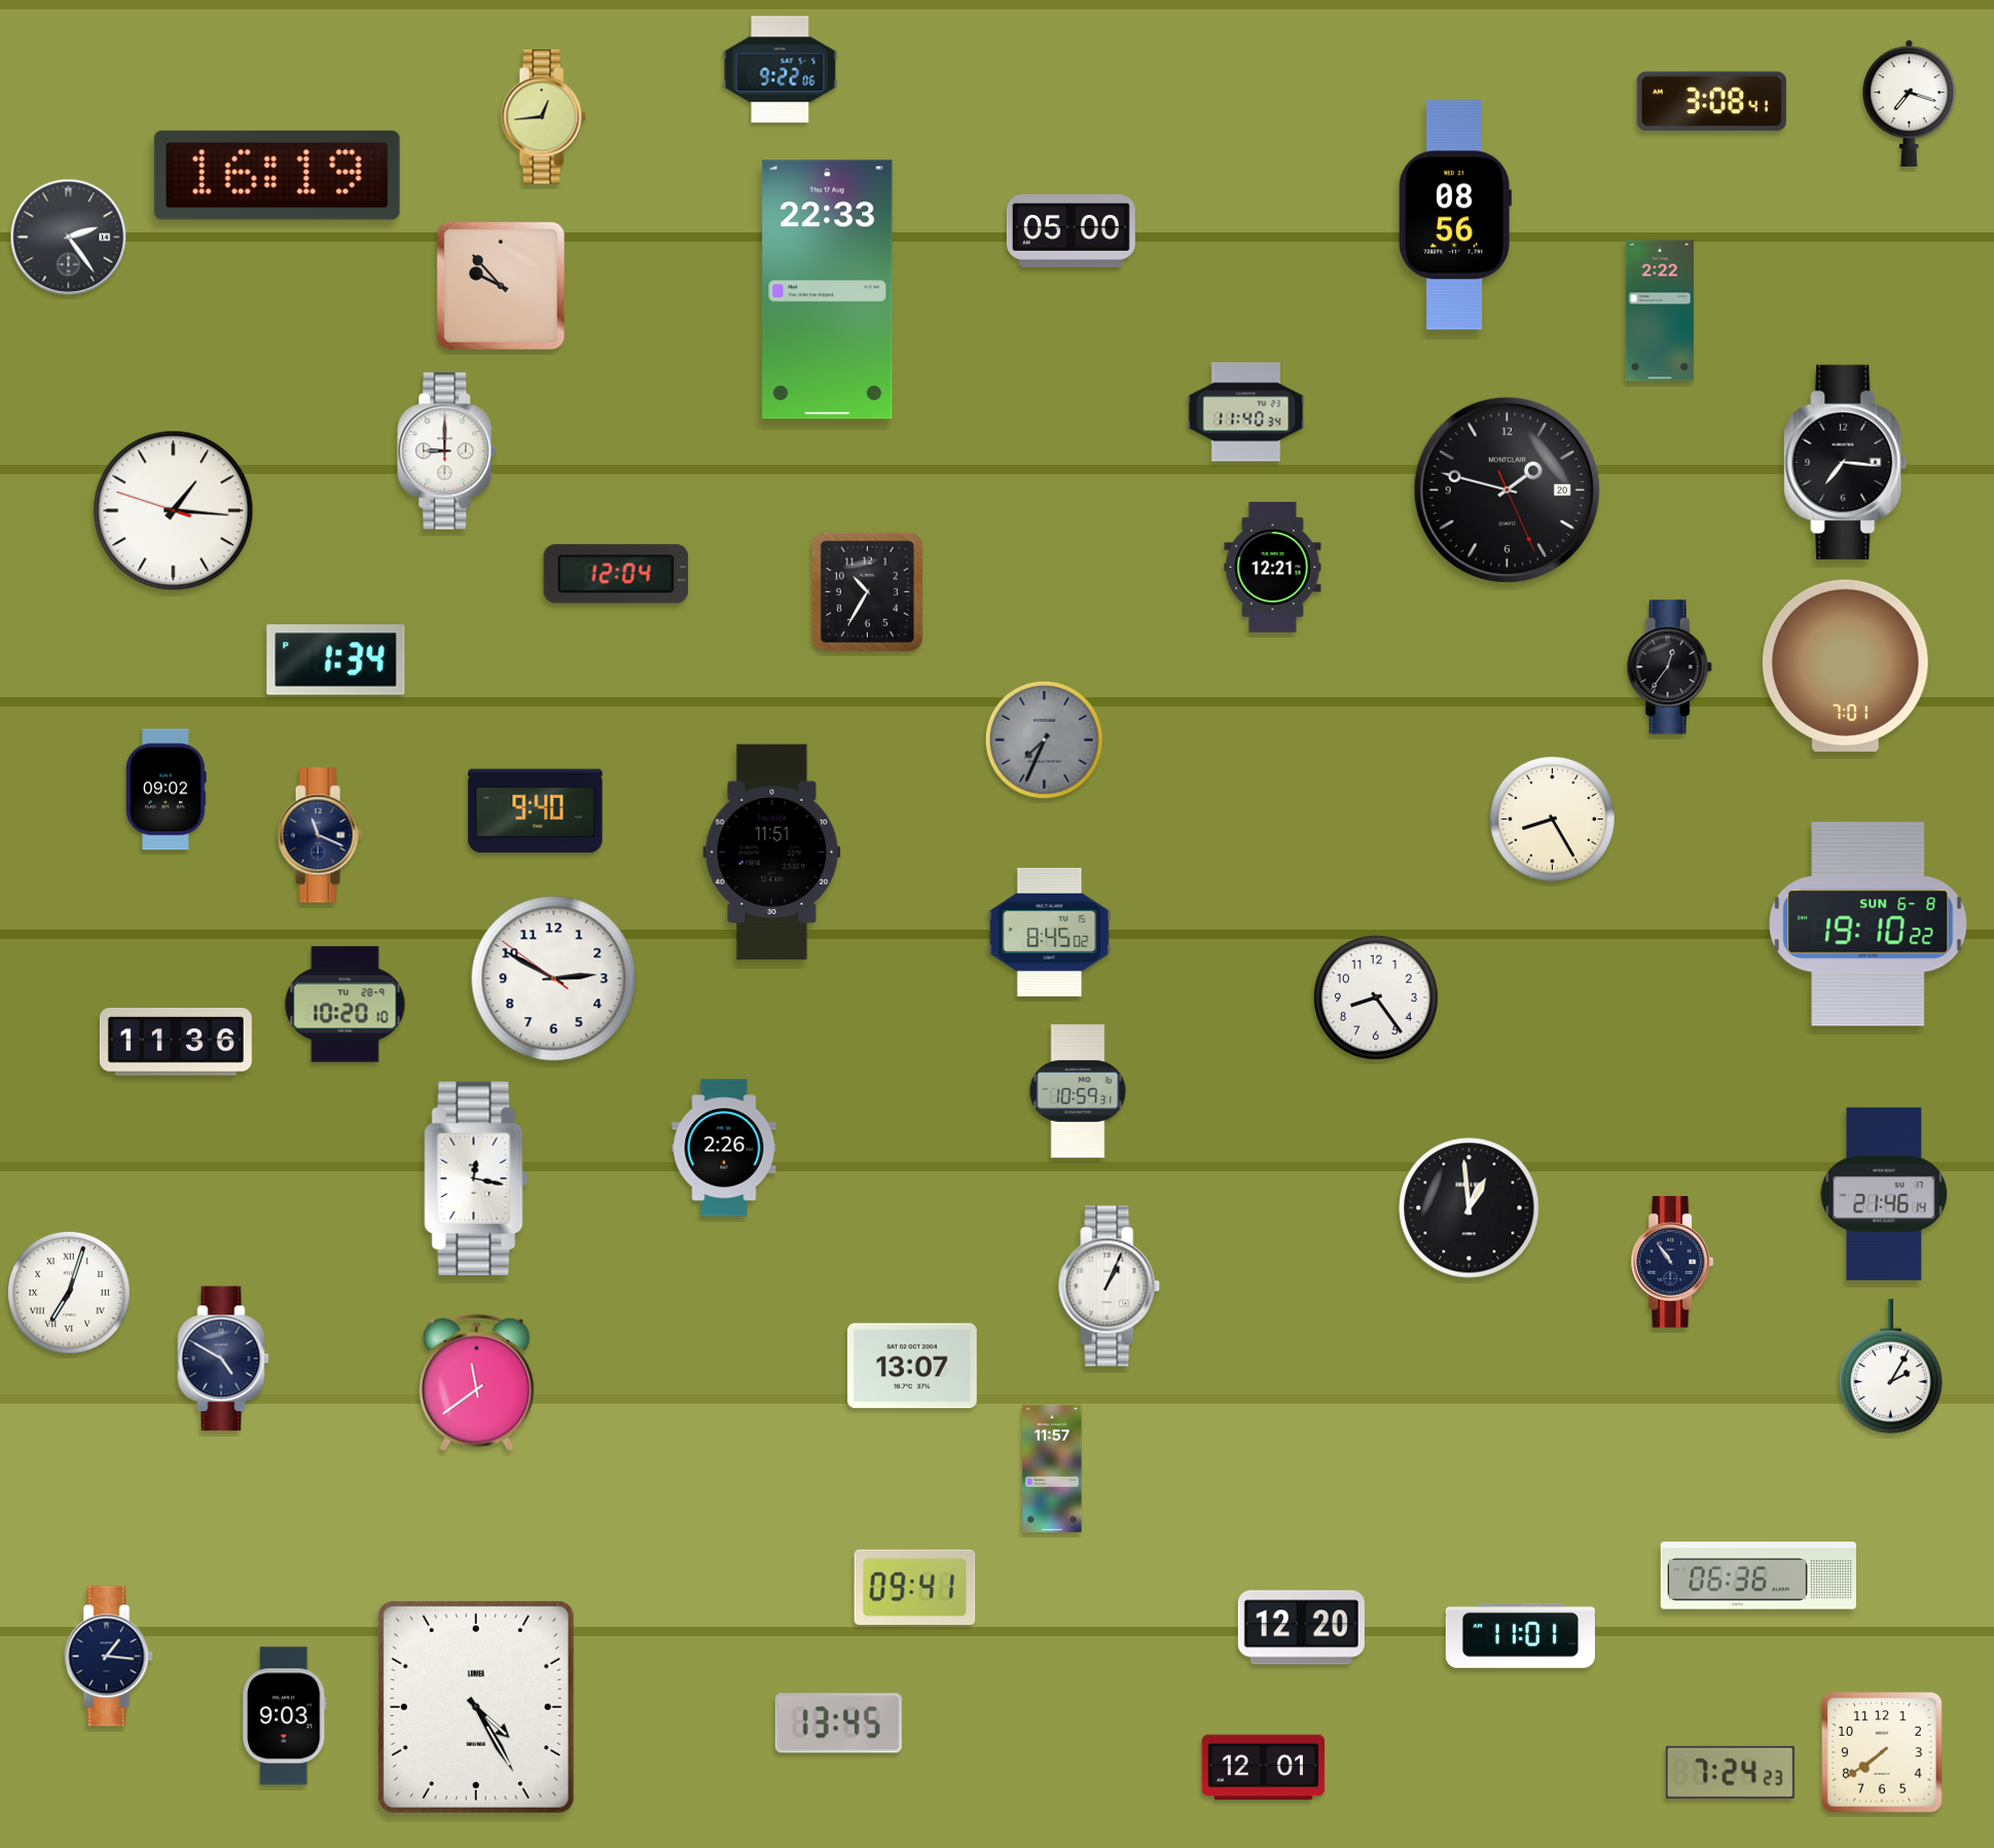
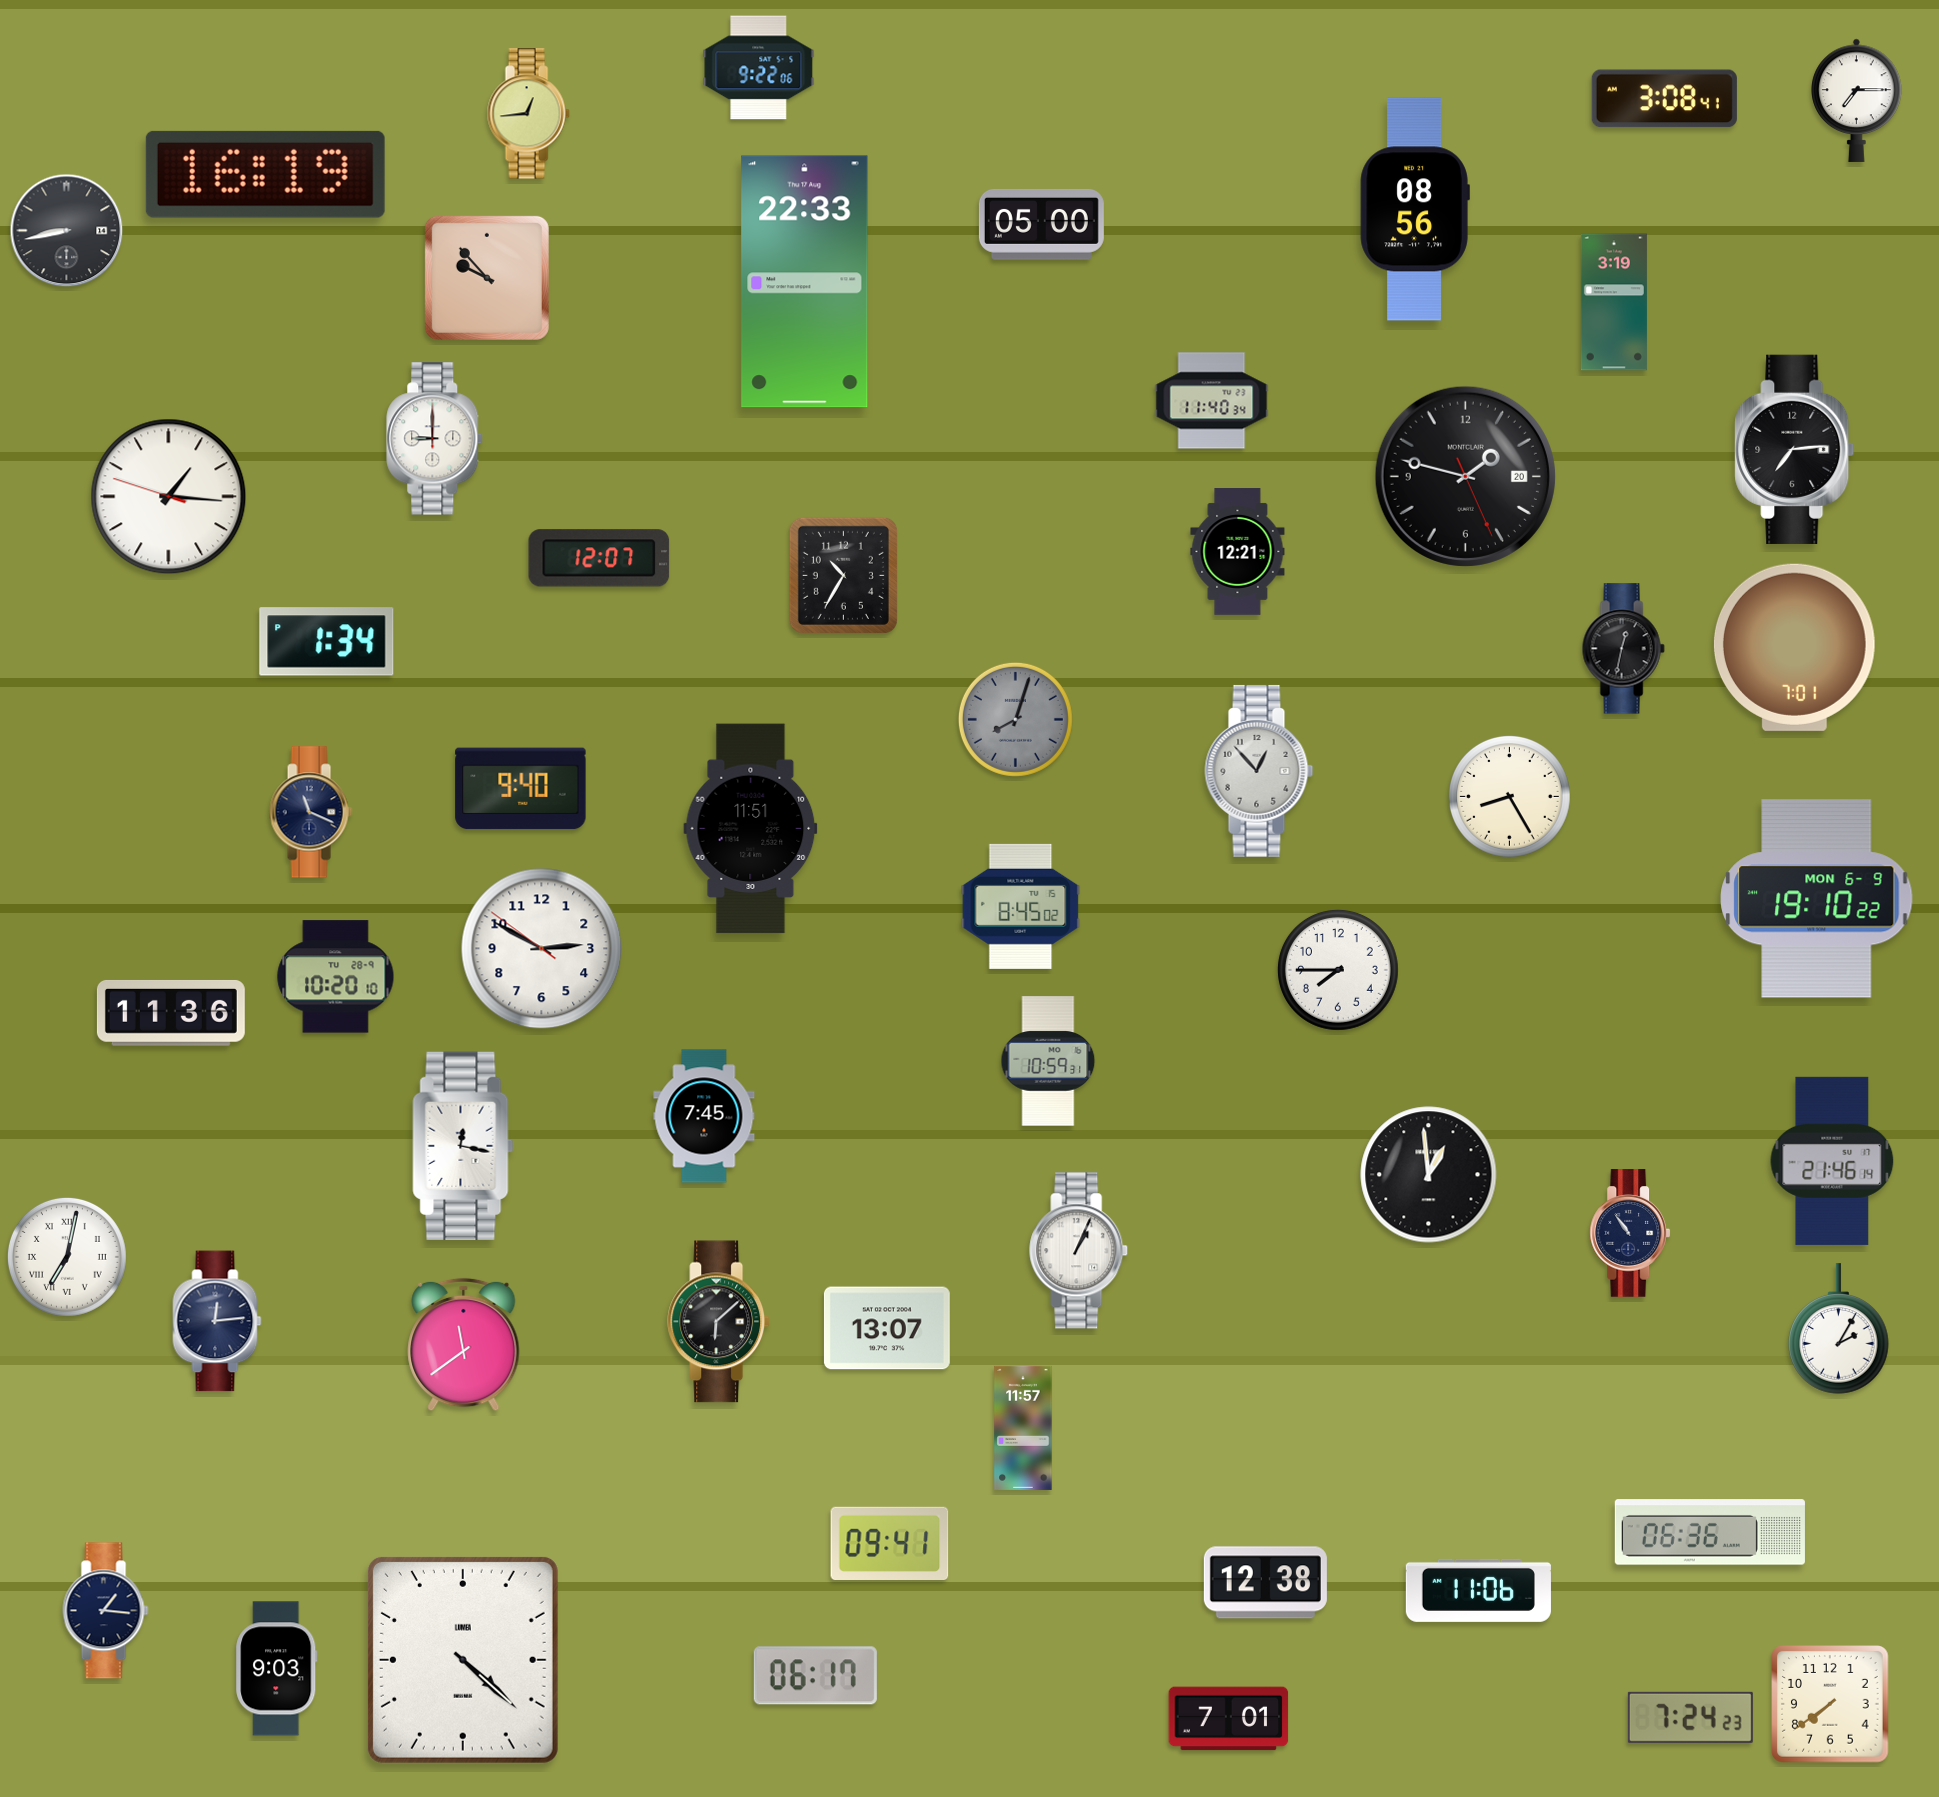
clock at (1910, 103): 7:18 -> 7:15
clock at (277, 175) position: (277, 175) -> (265, 174)
clock at (69, 238): 2:24 -> 8:43
clock at (1660, 311): 2:22 -> 3:19
clock at (1846, 462): 7:16 -> 7:14
clock at (616, 574): 12:04 -> 12:07
clock at (1669, 667): 12:36 -> 12:32
clock at (1044, 739): 7:34 -> 8:03
clock at (167, 790): 09:02 -> none
clock at (1259, 771): none -> 12:53
clock at (1869, 925) date: SUN 6-8 -> MON 6-9
clock at (554, 979) position: (554, 979) -> (542, 949)
clock at (1376, 998): 8:24 -> 7:45
clock at (724, 1148): 2:26 -> 7:45
clock at (1672, 1262) position: (1672, 1262) -> (1630, 1233)
clock at (69, 1293): 7:03 -> 7:02
clock at (223, 1358): 4:50 -> 12:14
clock at (719, 1322): none -> 6:08
clock at (1301, 1628): 12:20 -> 12:38
clock at (1520, 1635): 11:01 -> 11:06
clock at (476, 1707): 4:25 -> 4:22
clock at (838, 1724): 13:45 -> 06:17
clock at (1264, 1768): 12:01 -> 7:01
clock at (1730, 1772) position: (1730, 1772) -> (1690, 1717)
